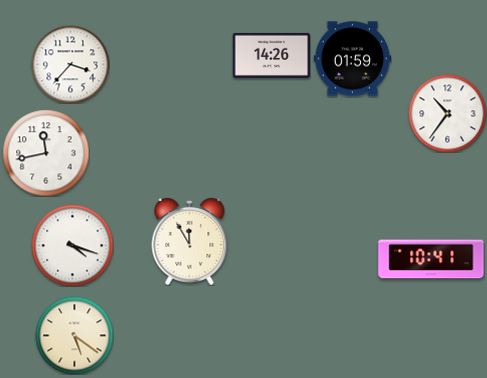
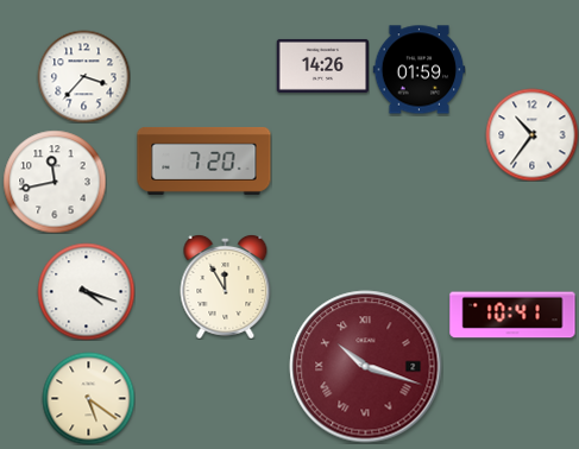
clock at (204, 160): none -> 7:20
clock at (431, 259) position: (431, 259) -> (512, 315)
clock at (366, 367): none -> 10:18
